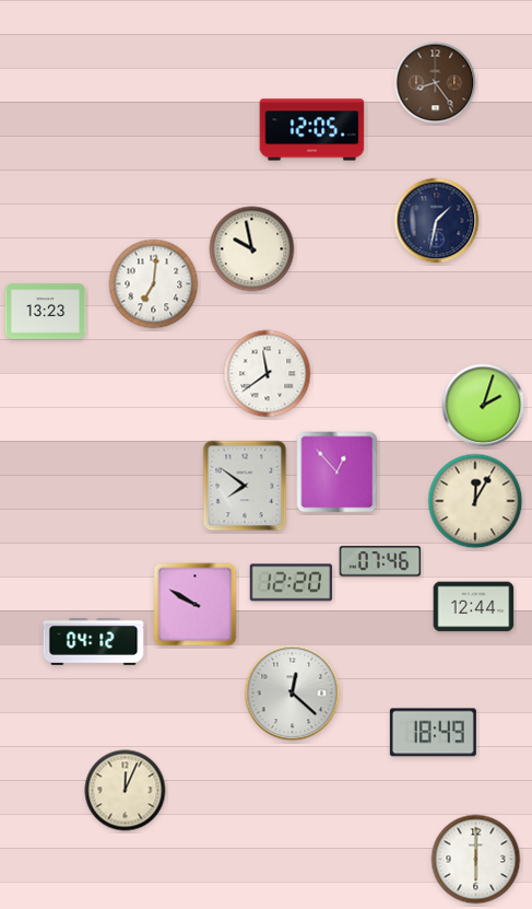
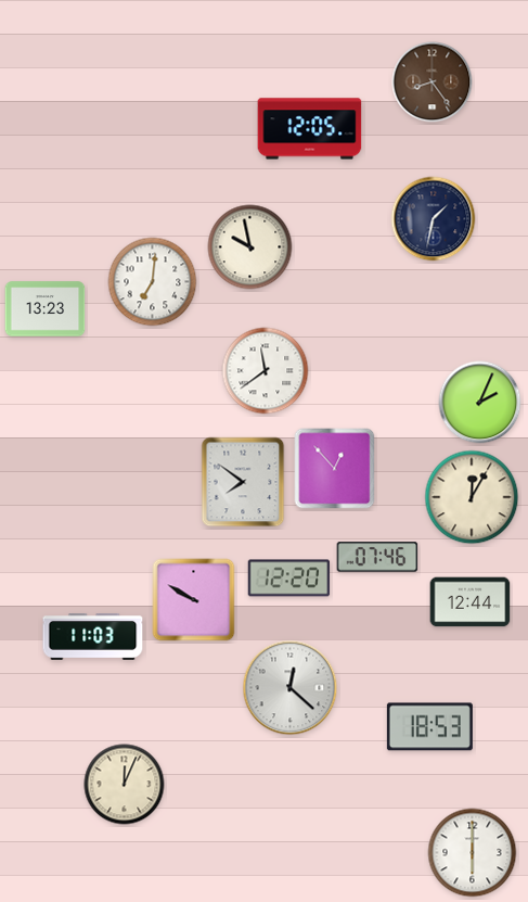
clock at (484, 406): 2:03 -> 2:04
clock at (94, 642): 04:12 -> 11:03
clock at (433, 733): 18:49 -> 18:53
